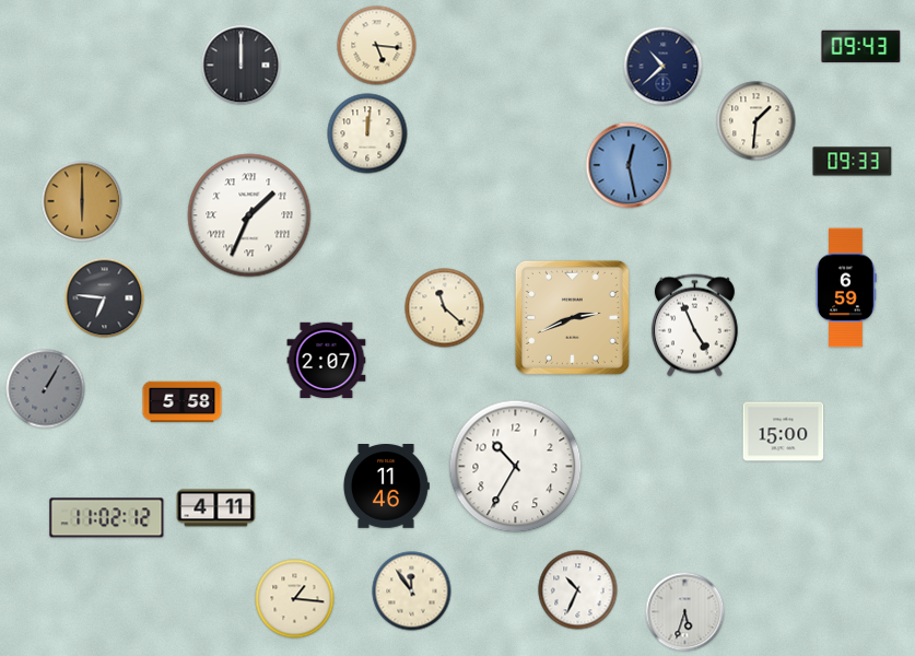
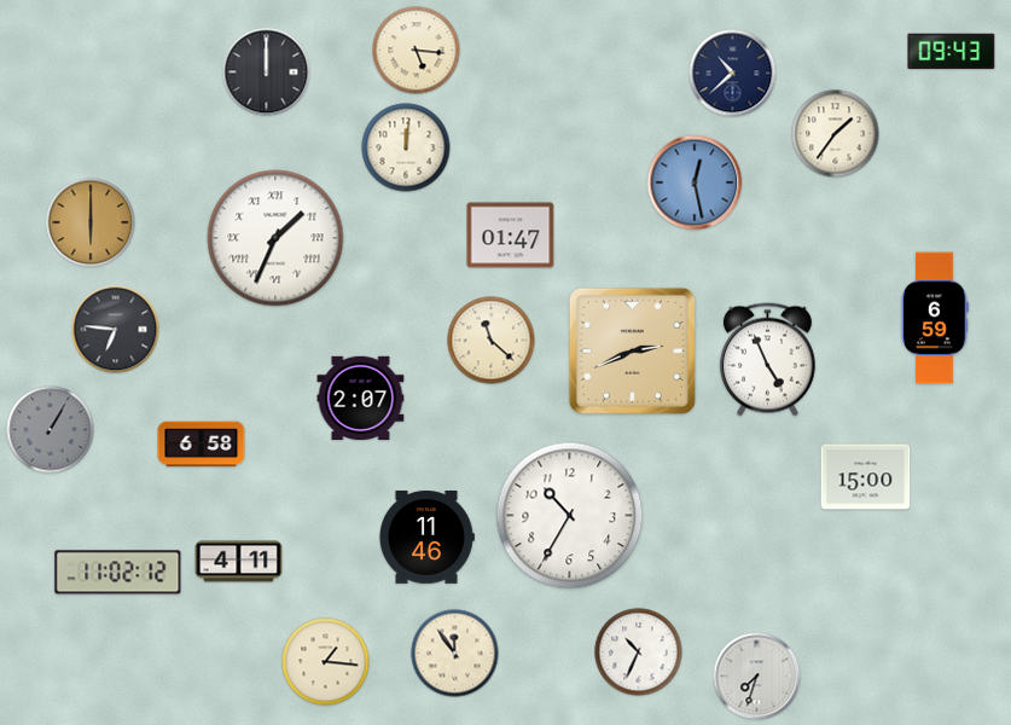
clock at (756, 121): 1:31 -> 1:36
clock at (853, 162): 09:33 -> none
clock at (511, 236): none -> 01:47
clock at (183, 402): 5:58 -> 6:58
clock at (685, 612): 5:33 -> 7:33
